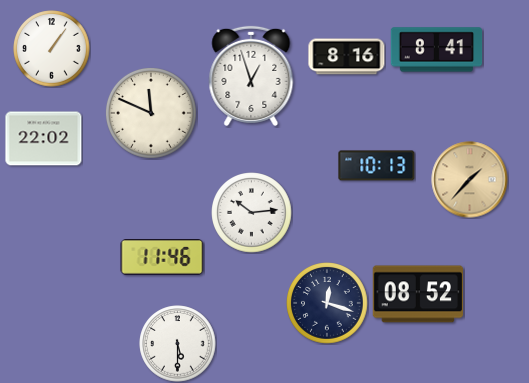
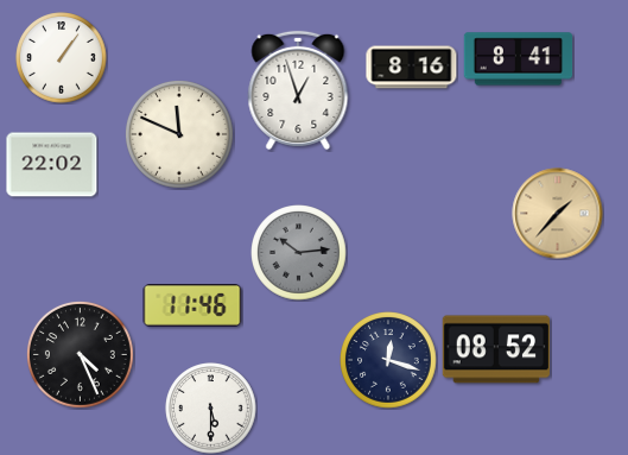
clock at (377, 166): 10:13 -> none
clock at (252, 213) dial: white -> grey
clock at (80, 354): none -> 4:26
